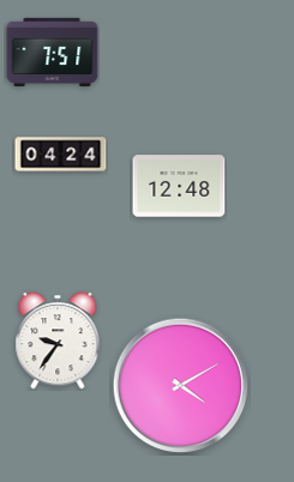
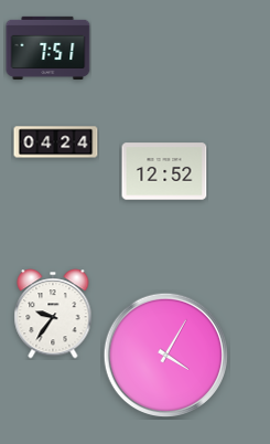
clock at (179, 186): 12:48 -> 12:52
clock at (180, 385): 4:10 -> 4:05
